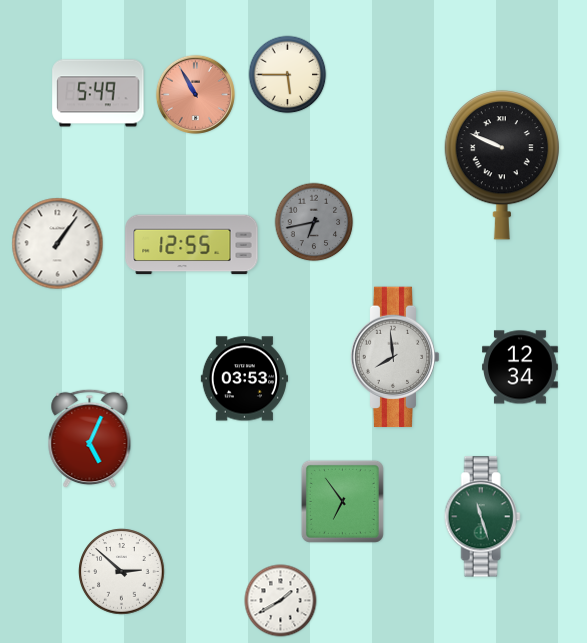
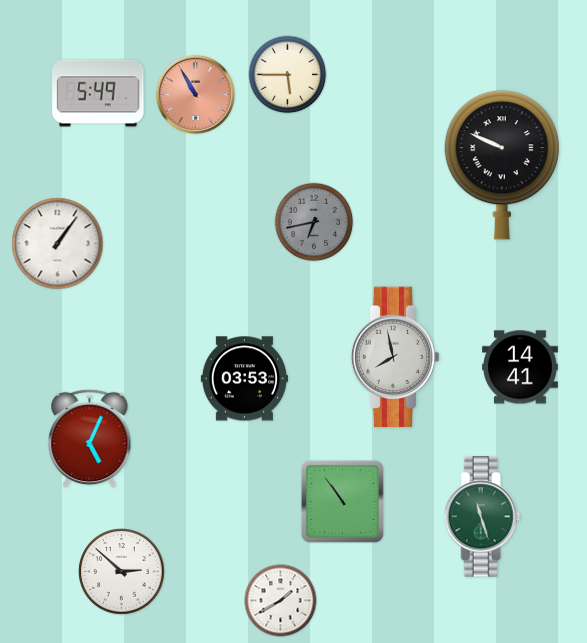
clock at (192, 245): 12:55 -> none
clock at (395, 357): 7:59 -> 7:58
clock at (521, 367): 12:34 -> 14:41
clock at (342, 501): 6:54 -> 10:54
